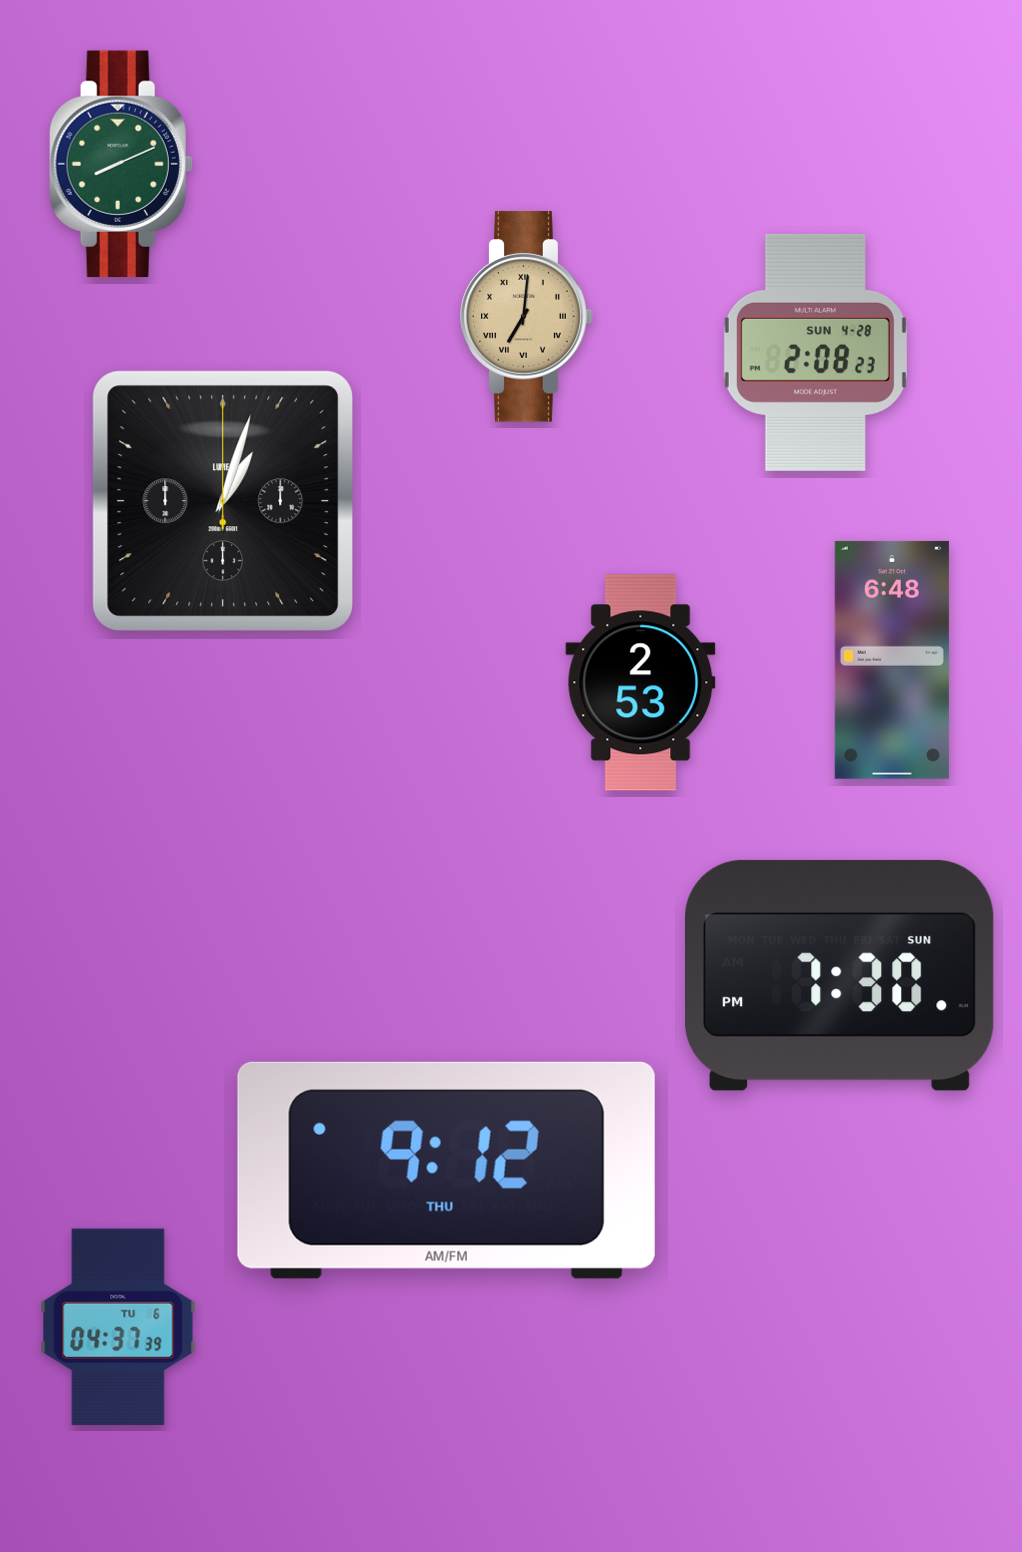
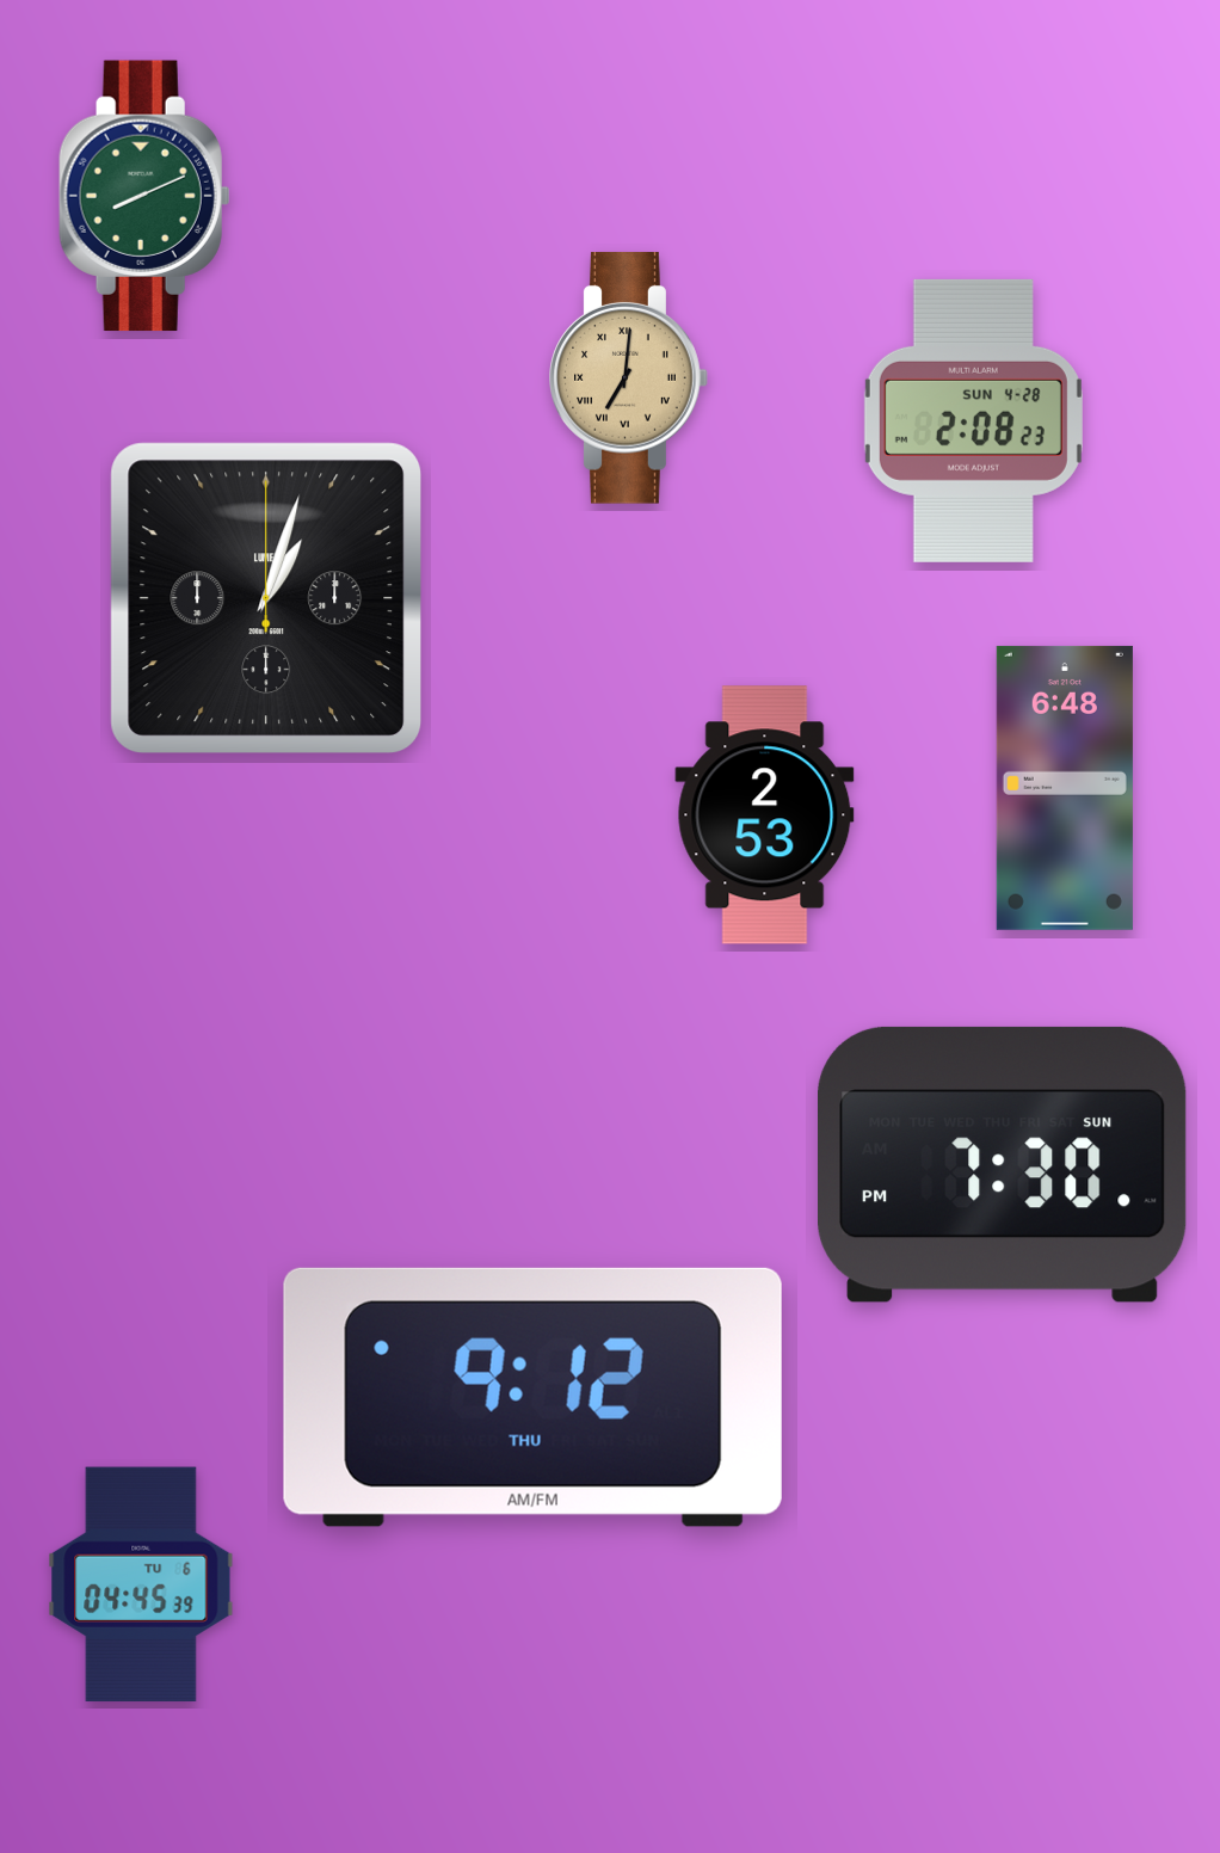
clock at (118, 1327): 04:37 -> 04:45
